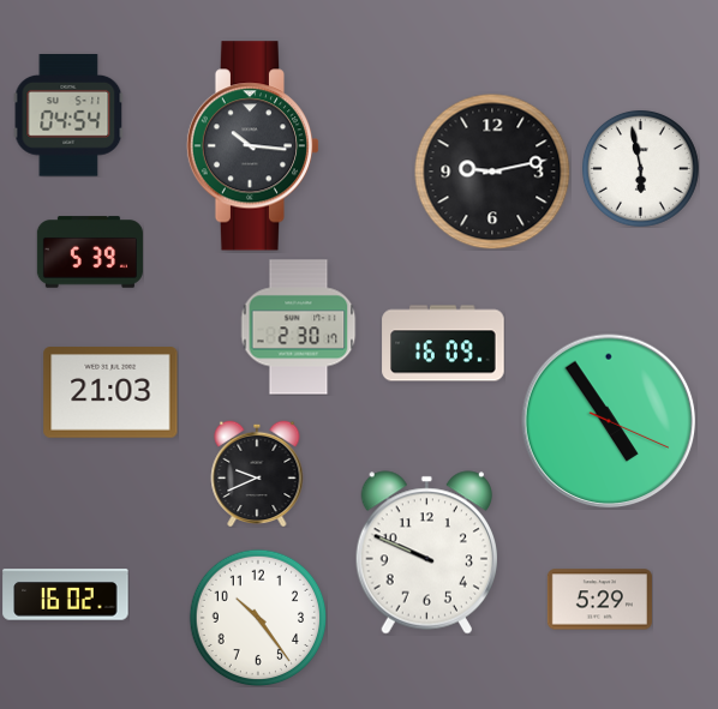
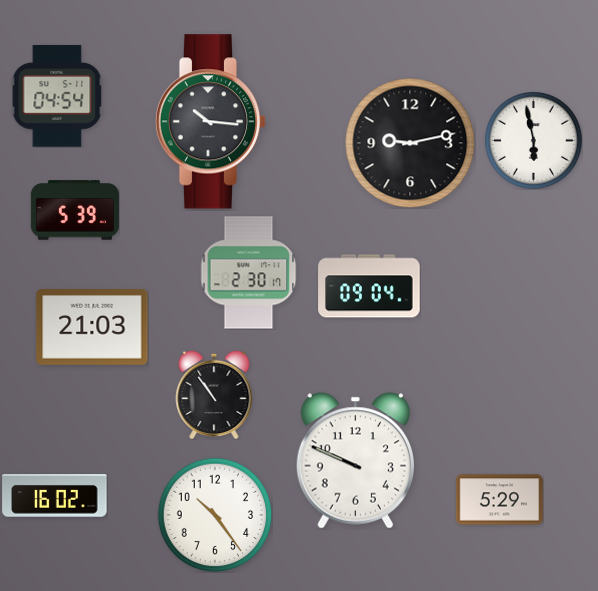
clock at (443, 343): 16:09 -> 09:04
clock at (609, 421): 4:54 -> none
clock at (257, 474): 9:41 -> 10:54
